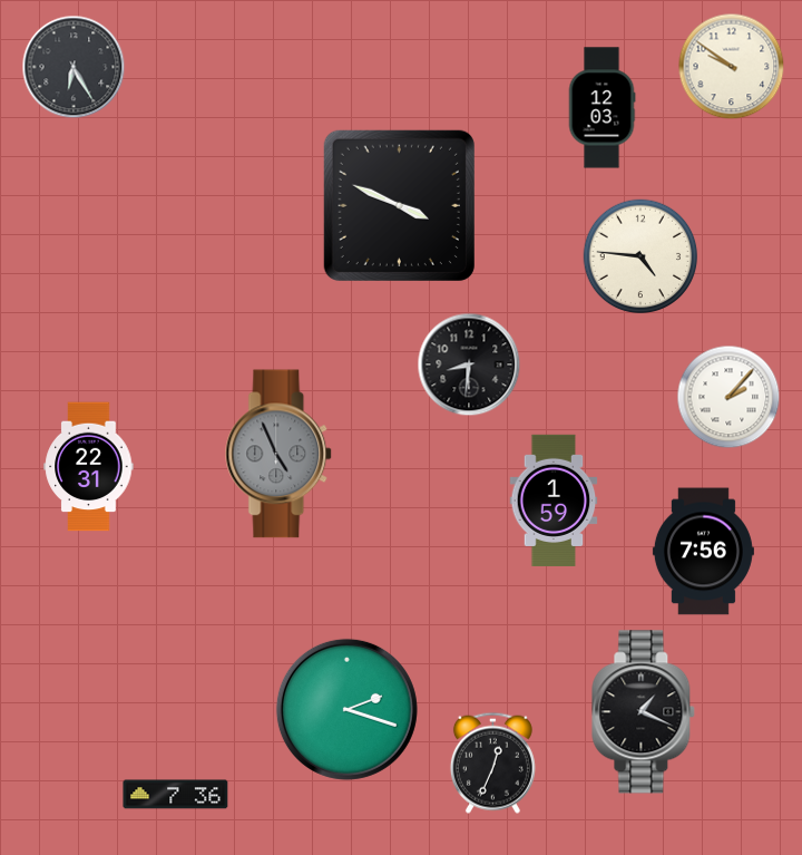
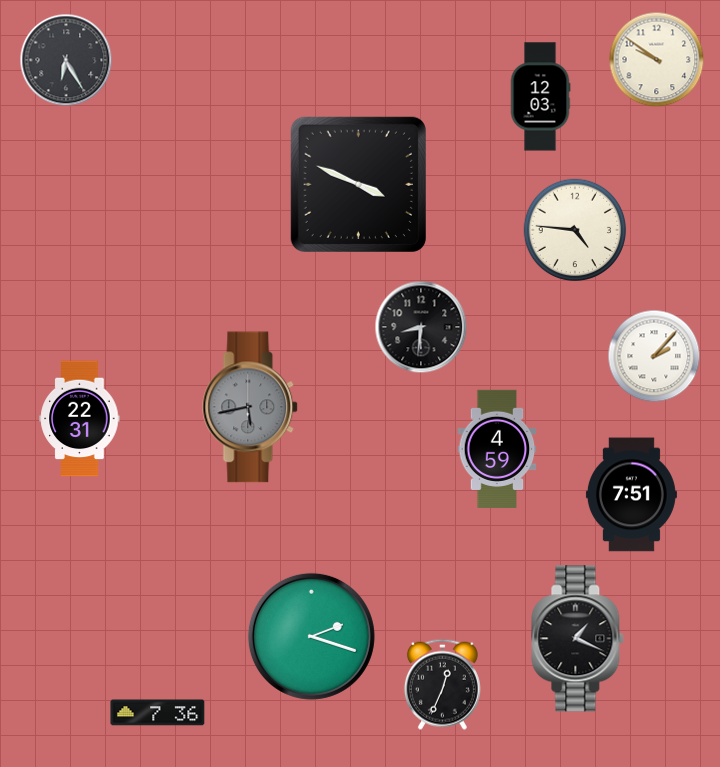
clock at (280, 454): 4:56 -> 5:43
clock at (554, 499): 1:59 -> 4:59
clock at (703, 552): 7:56 -> 7:51
